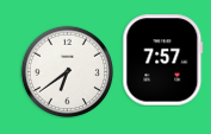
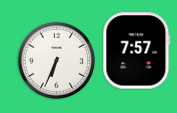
clock at (67, 71): 6:39 -> 6:34
